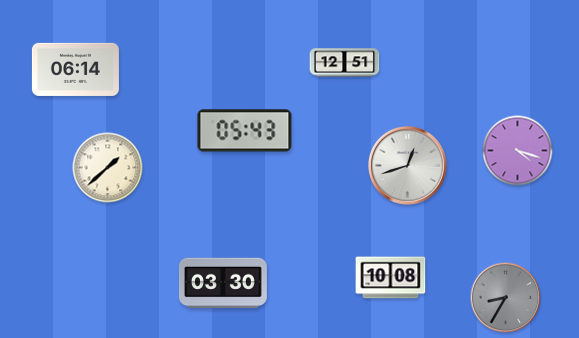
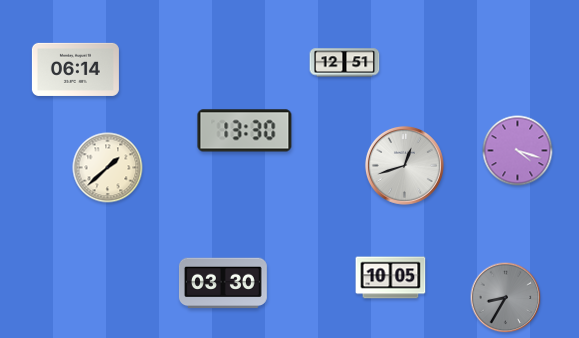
clock at (245, 131): 05:43 -> 13:30
clock at (407, 165) position: (407, 165) -> (404, 165)
clock at (391, 278): 10:08 -> 10:05
